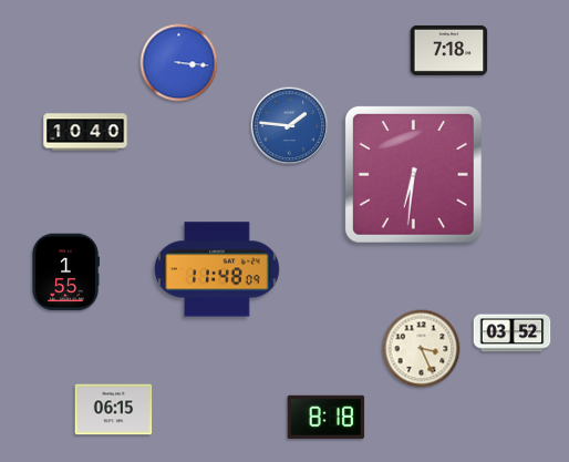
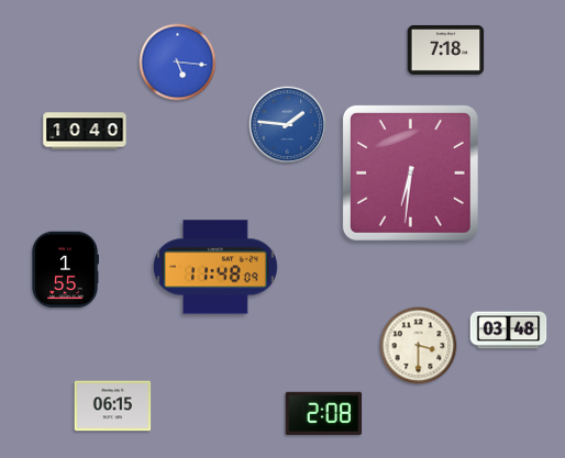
clock at (179, 63): 3:16 -> 5:16
clock at (513, 333): 03:52 -> 03:48
clock at (422, 349): 3:26 -> 3:30
clock at (327, 417): 8:18 -> 2:08
